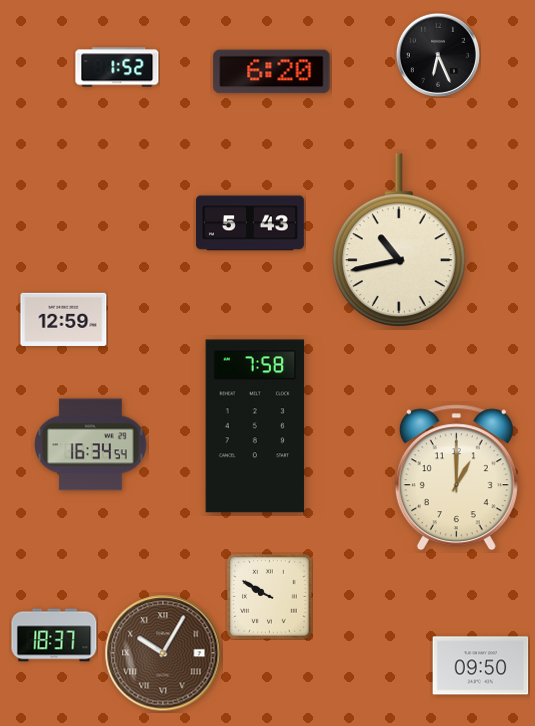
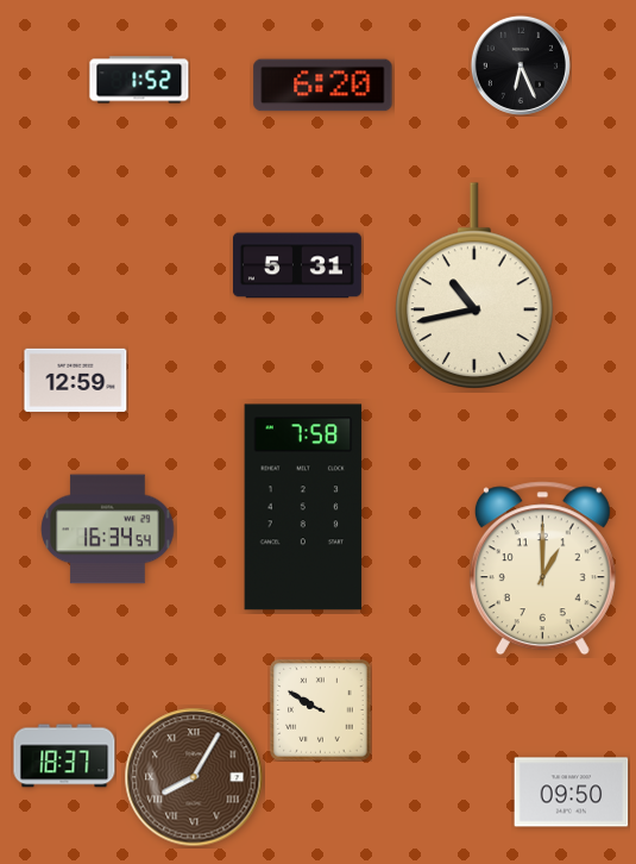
clock at (250, 223): 5:43 -> 5:31
clock at (163, 653): 10:05 -> 8:05
